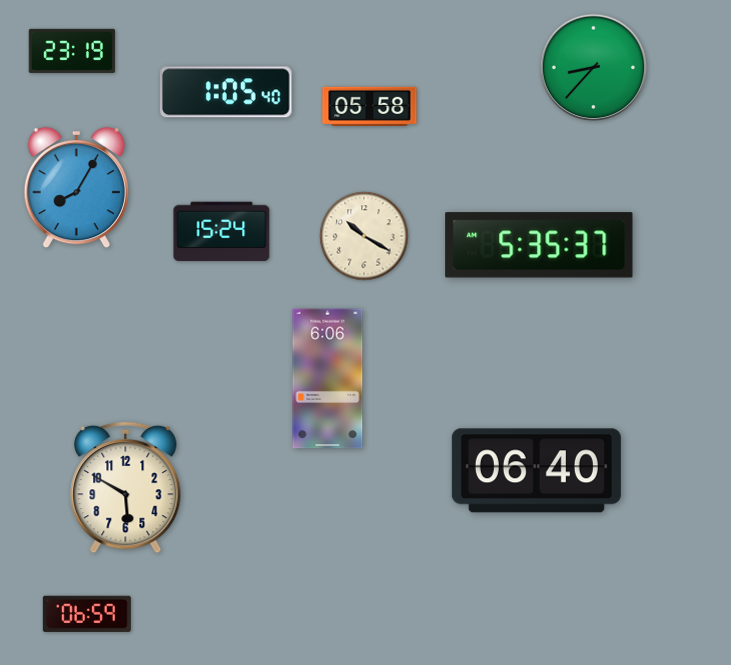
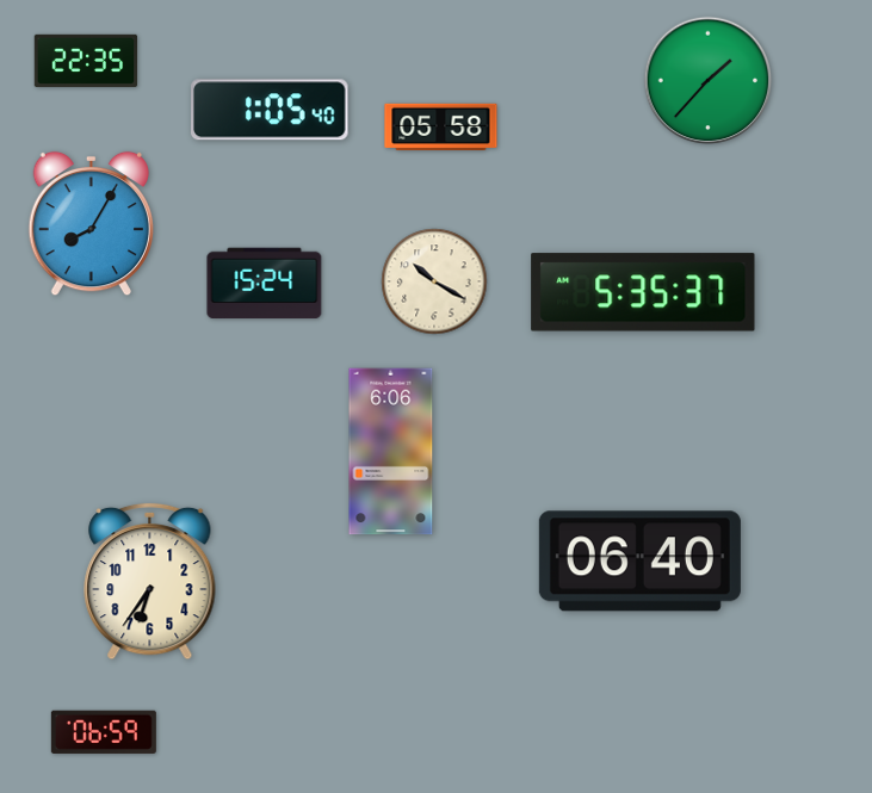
clock at (72, 51): 23:19 -> 22:35
clock at (594, 68): 8:37 -> 1:37
clock at (222, 232) position: (222, 232) -> (265, 284)
clock at (126, 488): 5:50 -> 6:36
